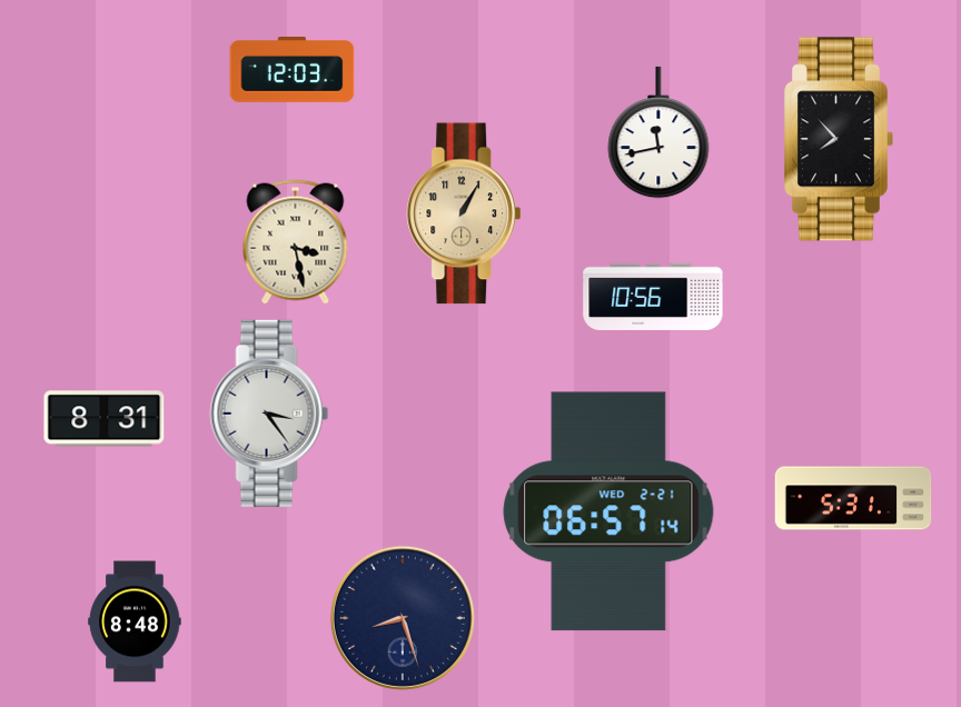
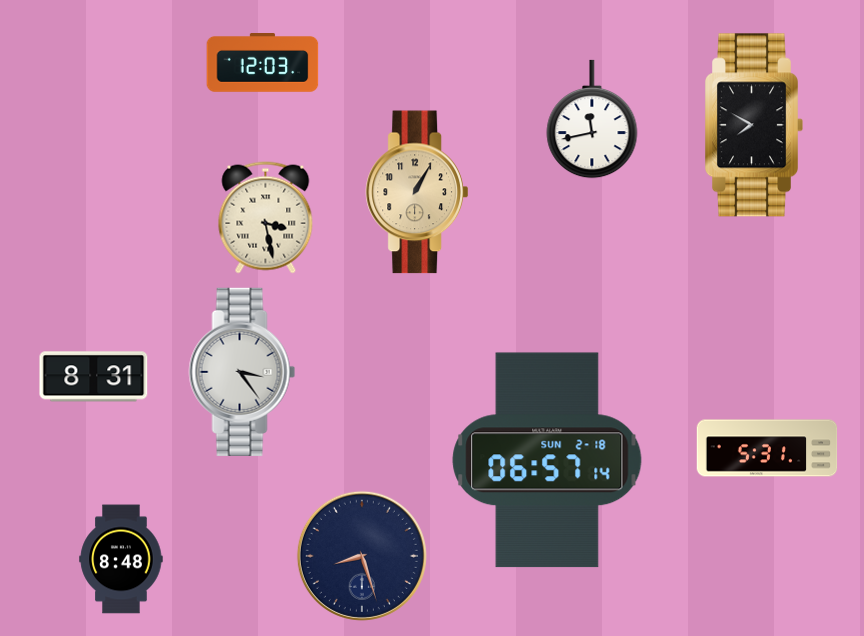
clock at (839, 139): 7:53 -> 7:50
clock at (653, 297): 10:56 -> none
clock at (608, 511) date: WED 2-21 -> SUN 2-18
